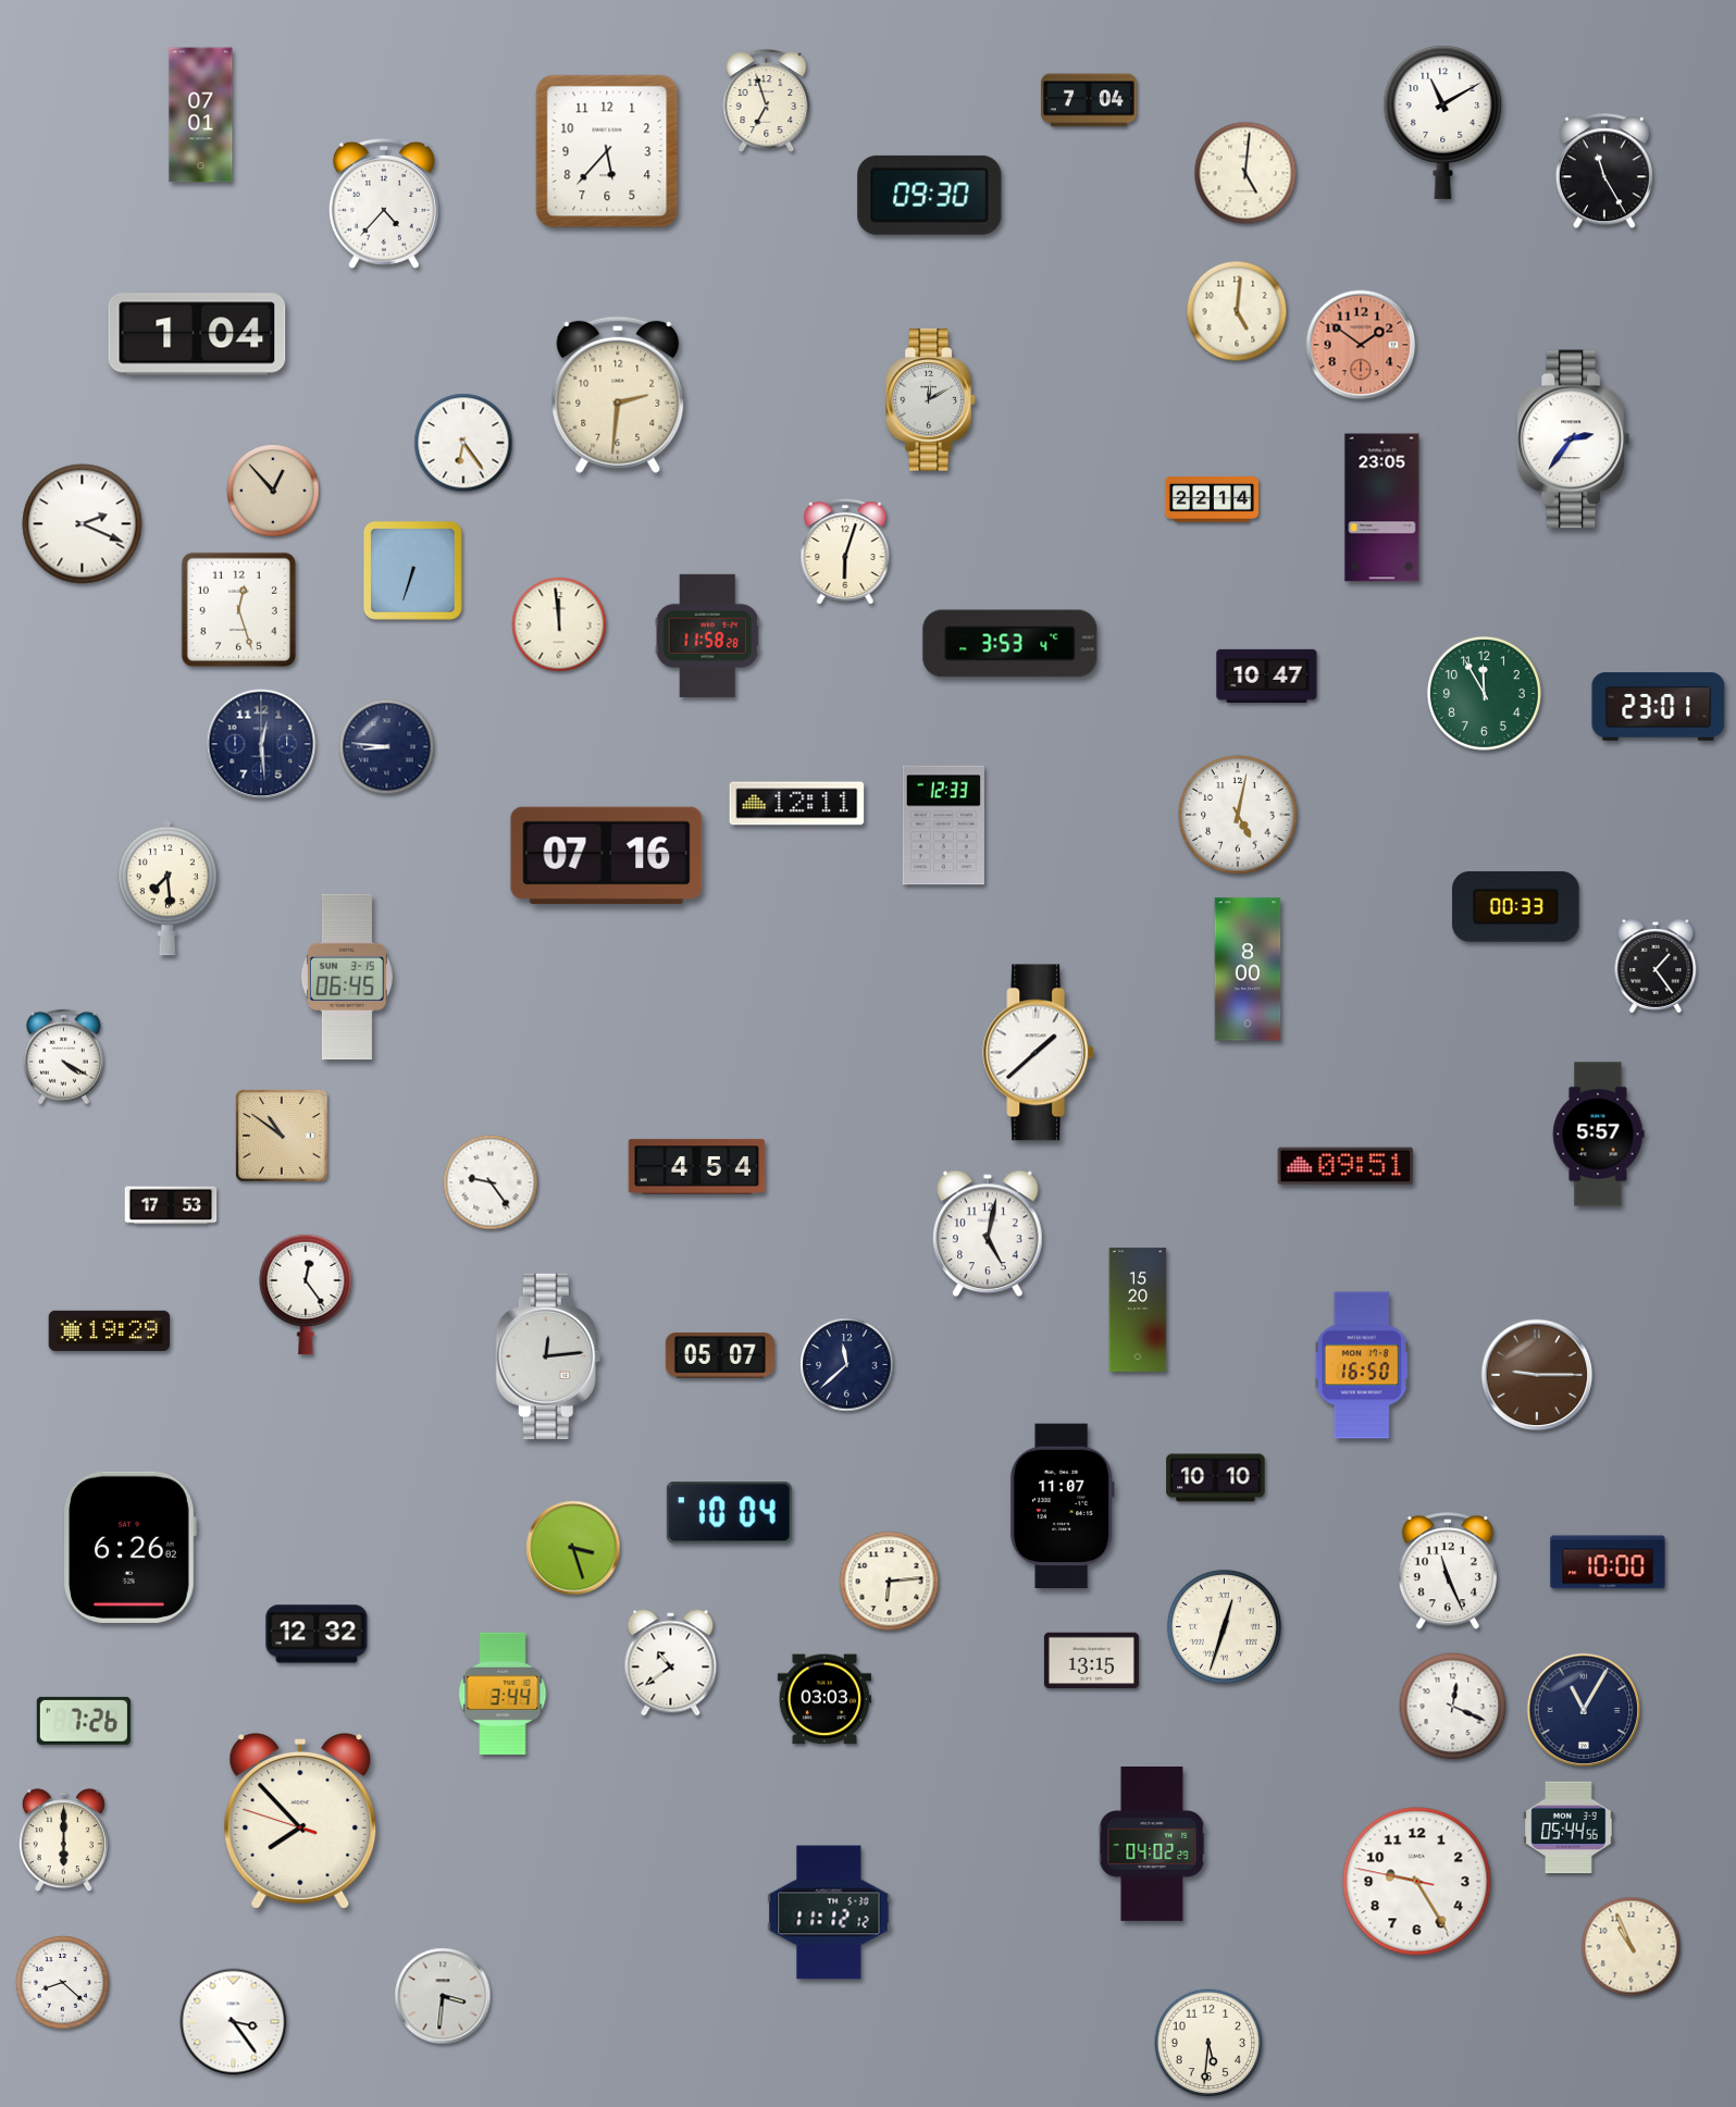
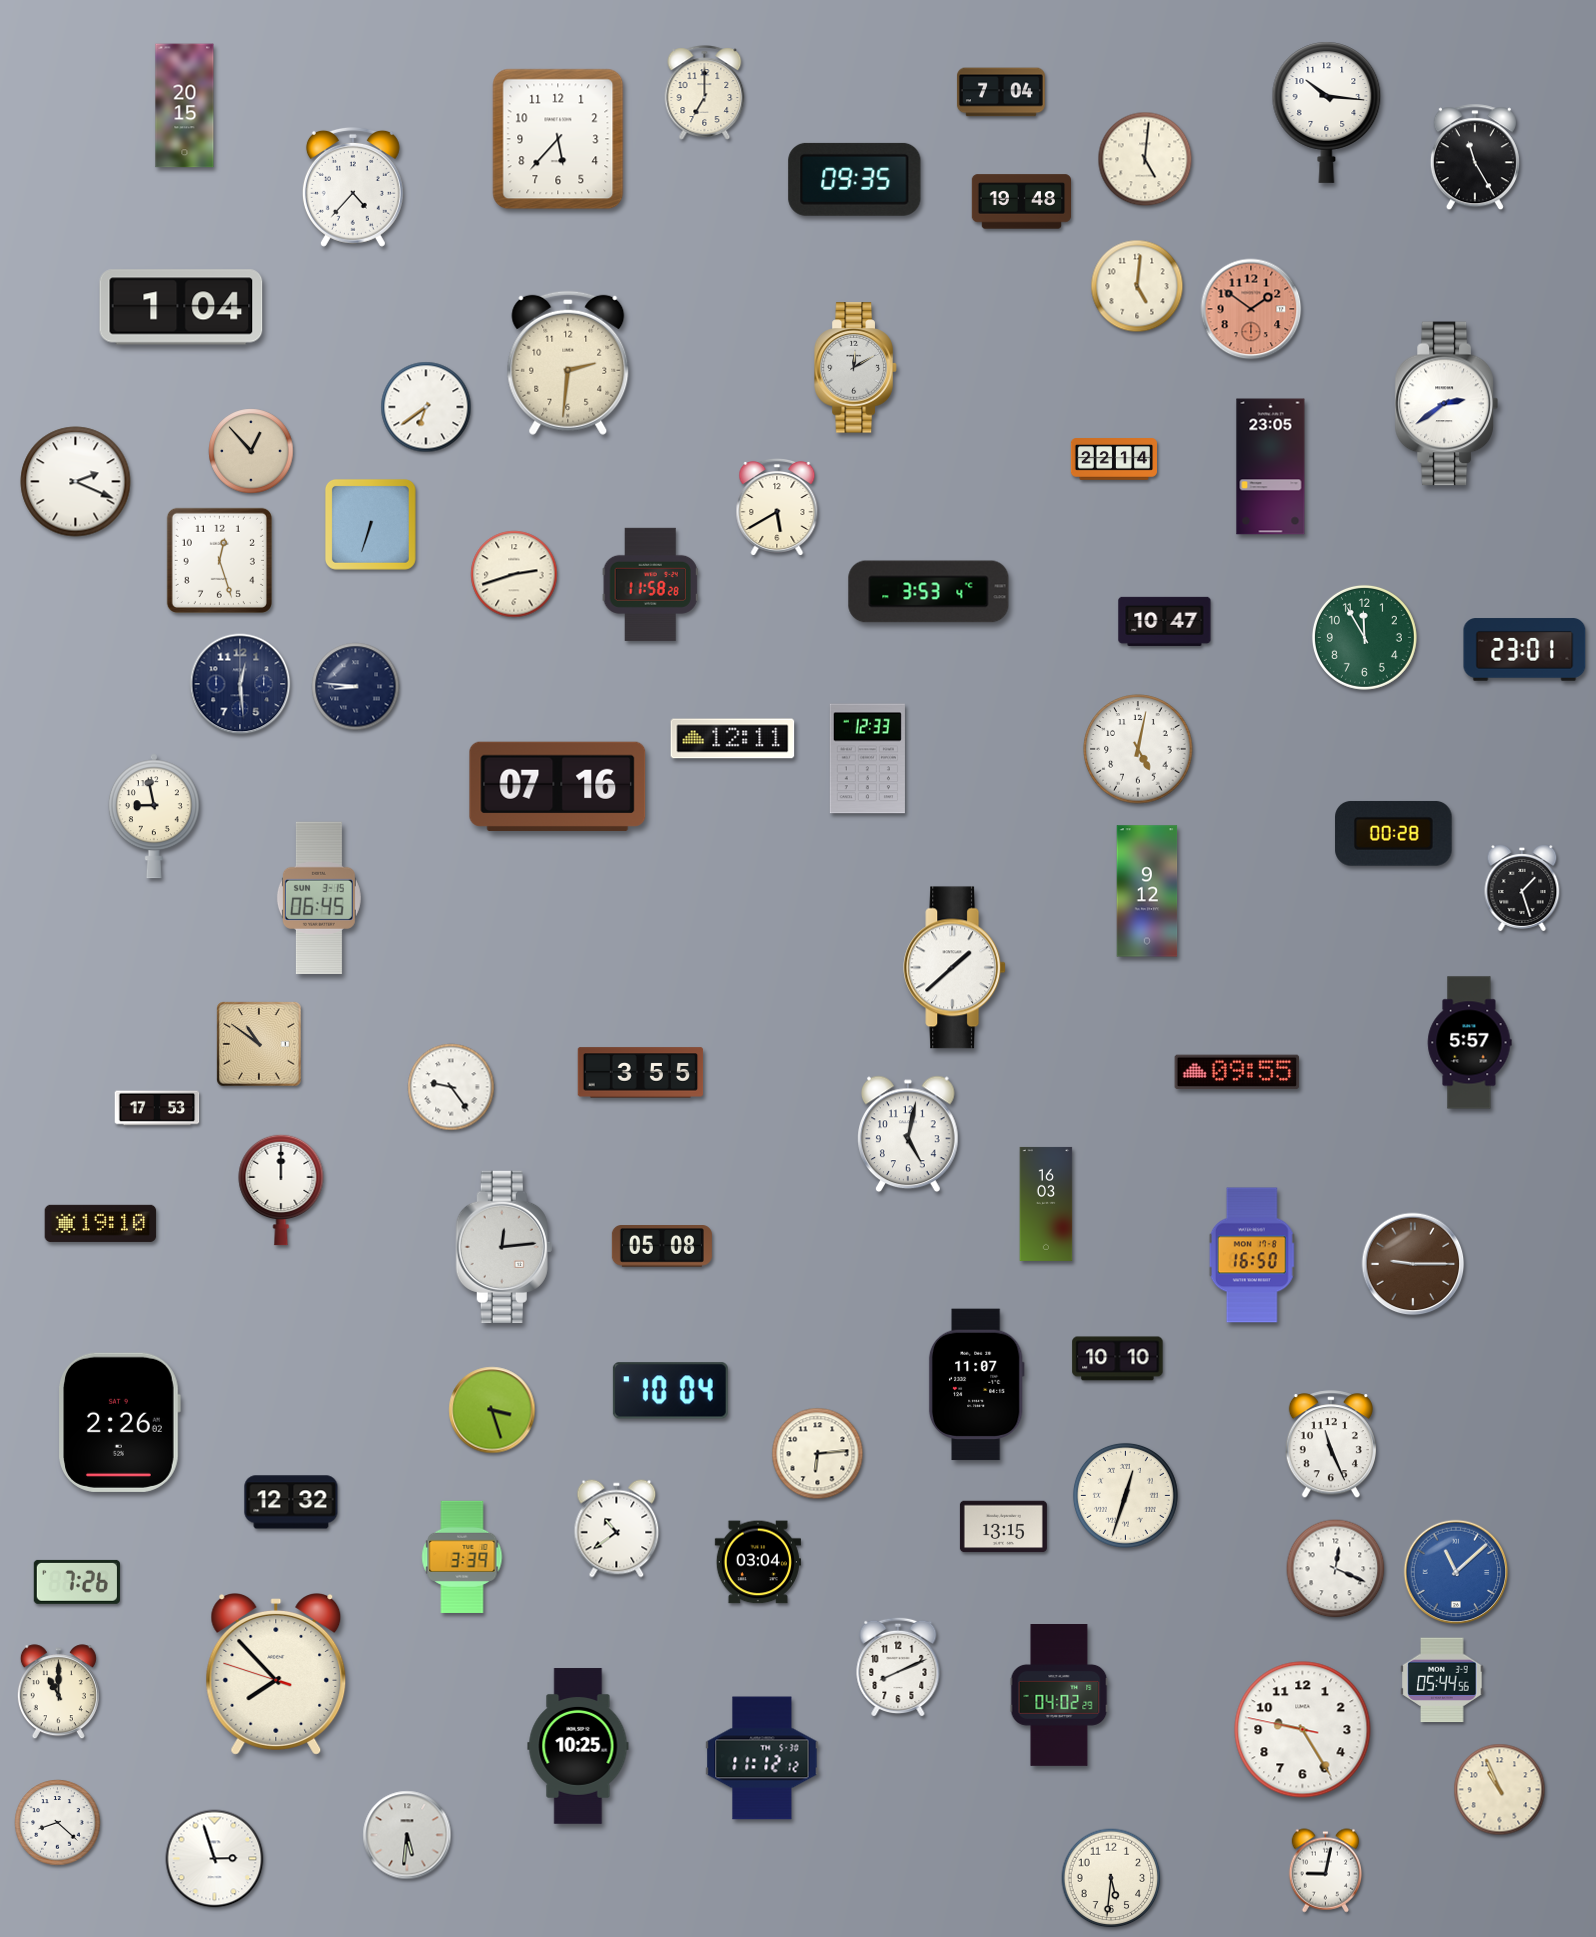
clock at (767, 101): 6:57 -> 7:00
clock at (201, 115): 07:01 -> 20:15
clock at (1443, 122): 11:10 -> 10:16
clock at (930, 195): 09:30 -> 09:35
clock at (1021, 202): none -> 19:48
clock at (1361, 345) position: (1361, 345) -> (1251, 309)
clock at (1573, 439): 2:36 -> 2:39
clock at (463, 443): 6:24 -> 6:39
clock at (845, 551): 6:03 -> 5:40
clock at (412, 570) position: (412, 570) -> (370, 524)
clock at (559, 624): 11:59 -> 2:42
clock at (168, 888): 7:29 -> 8:58
clock at (1516, 906): 00:33 -> 00:28
clock at (1656, 966): 1:24 -> 1:27
clock at (1248, 969): 8:00 -> 9:12
clock at (63, 1057): 4:20 -> none
clock at (1346, 1166): 09:51 -> 09:55
clock at (697, 1167): 4:54 -> 3:55
clock at (306, 1294): 12:24 -> 12:00
clock at (1138, 1310): 15:20 -> 16:03
clock at (110, 1330): 19:29 -> 19:10
clock at (720, 1355): 05:07 -> 05:08
clock at (847, 1365): 11:38 -> none
clock at (129, 1547): 6:26 -> 2:26
clock at (573, 1548) position: (573, 1548) -> (492, 1410)
clock at (1608, 1562): 10:00 -> none
clock at (503, 1693): 3:44 -> 3:39
clock at (824, 1699): 03:03 -> 03:04
clock at (1584, 1710): 11:05 -> 11:08
clock at (1584, 1710) dial: navy -> blue
clock at (898, 1667): none -> 8:11
clock at (63, 1840): 6:00 -> 11:00
clock at (578, 1746): none -> 10:25
clock at (443, 1996): 3:31 -> 5:31
clock at (234, 2022): 3:24 -> 2:57
clock at (1326, 1871): none -> 9:02
